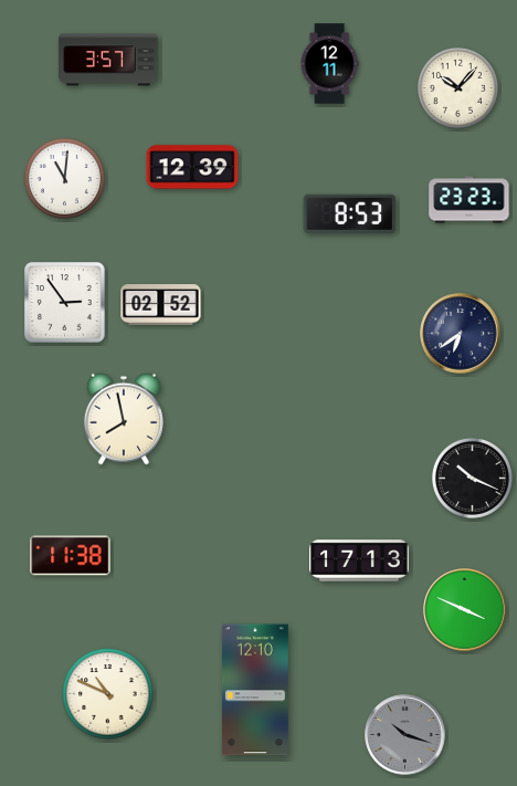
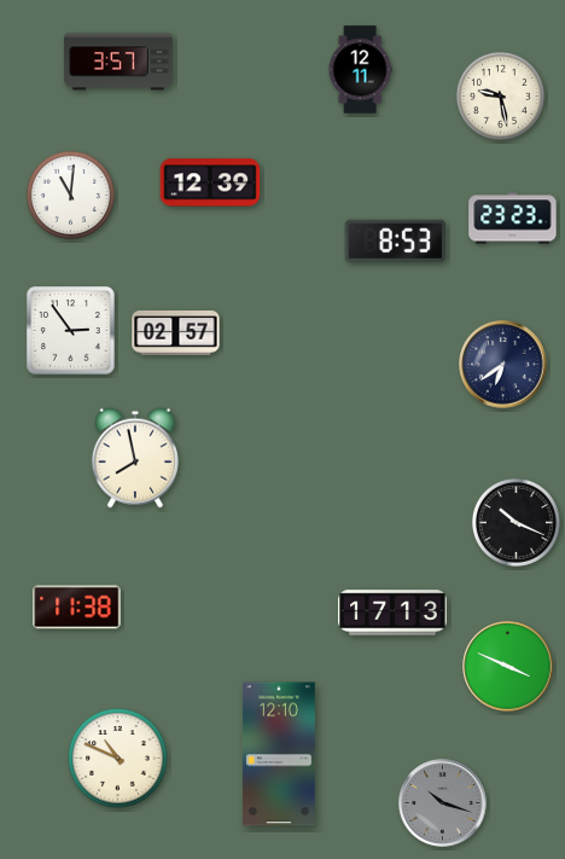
clock at (108, 60) position: (108, 60) -> (118, 62)
clock at (457, 87): 10:07 -> 9:28
clock at (350, 213) position: (350, 213) -> (396, 240)
clock at (161, 305): 02:52 -> 02:57
